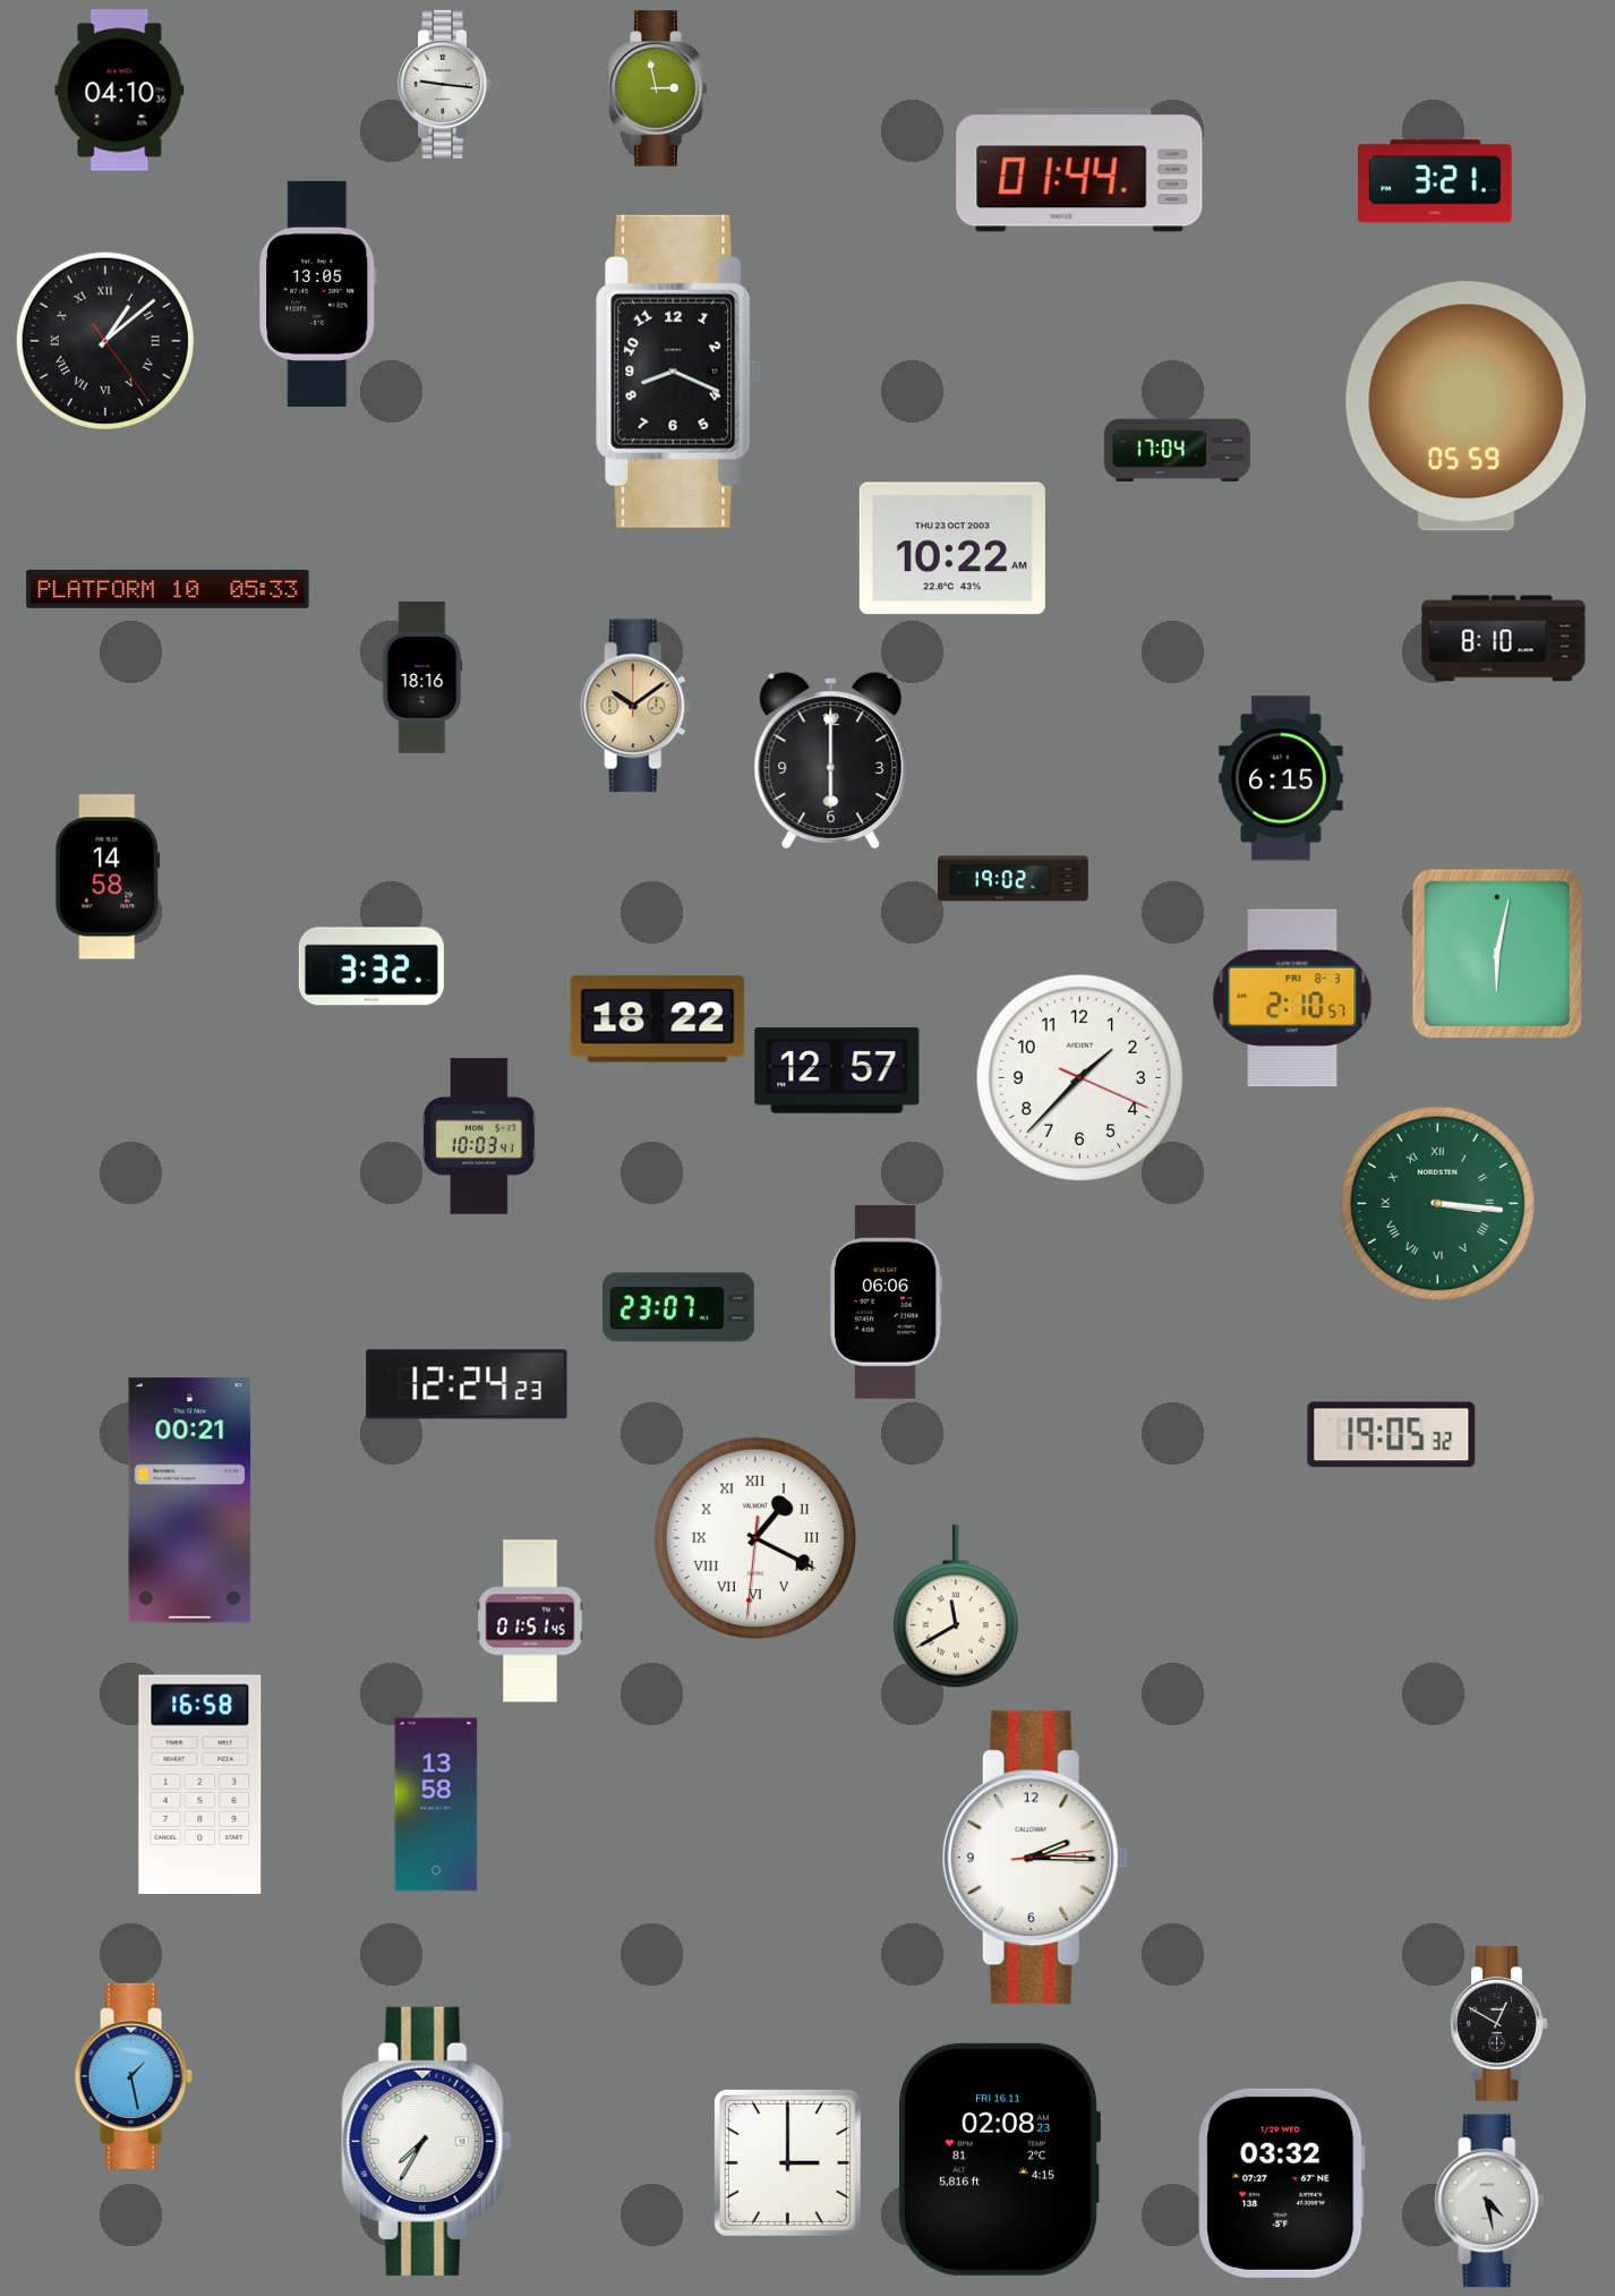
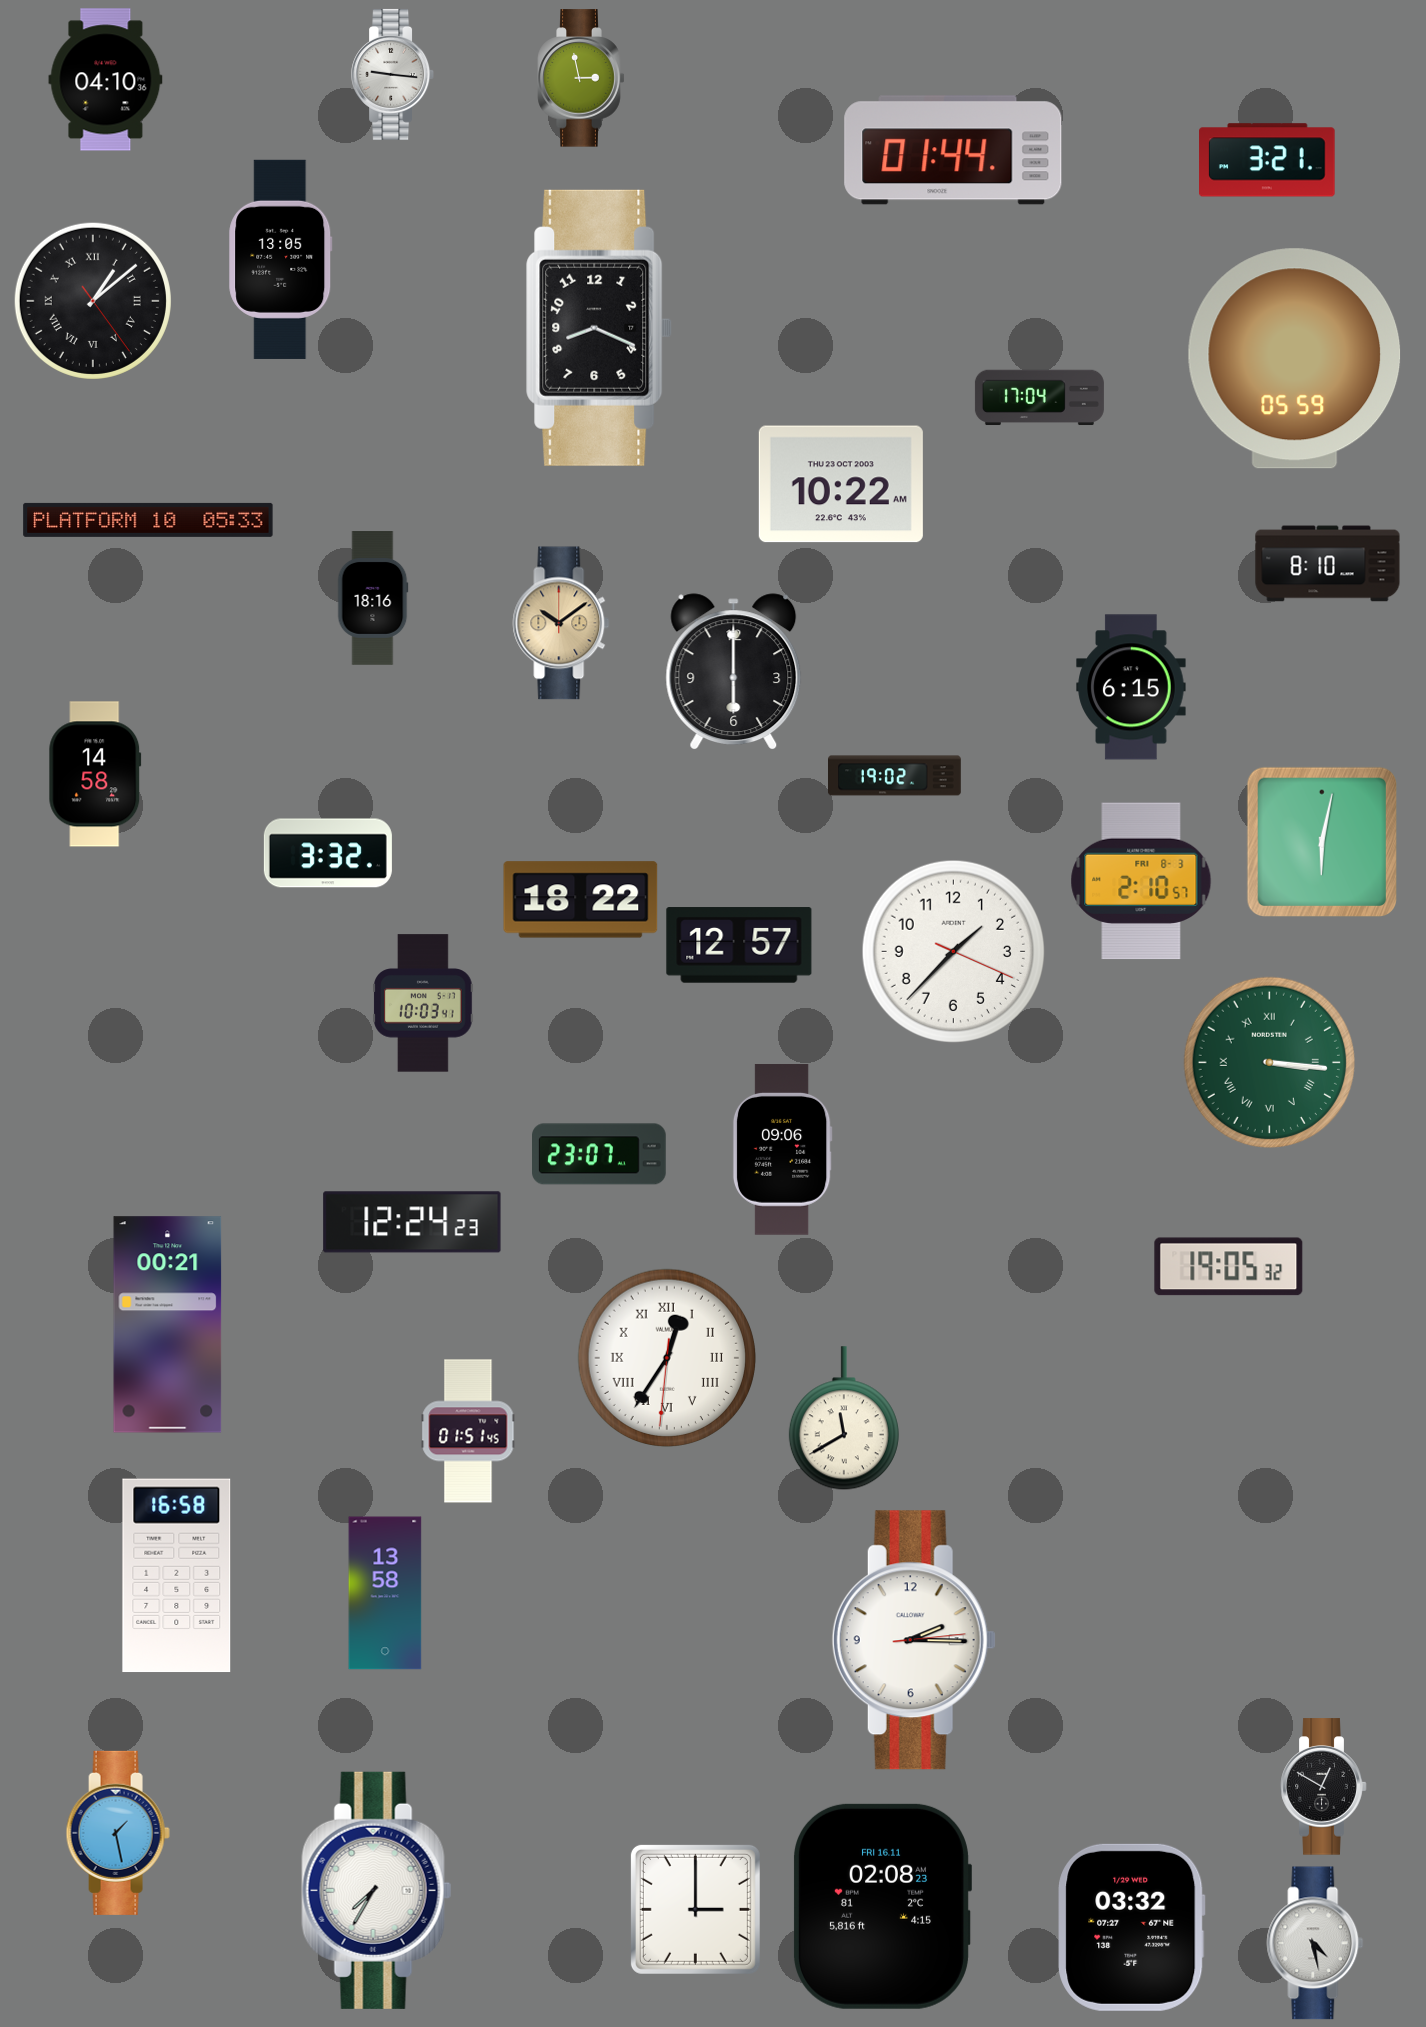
clock at (886, 1303): 06:06 -> 09:06
clock at (754, 1537): 1:19 -> 12:35
